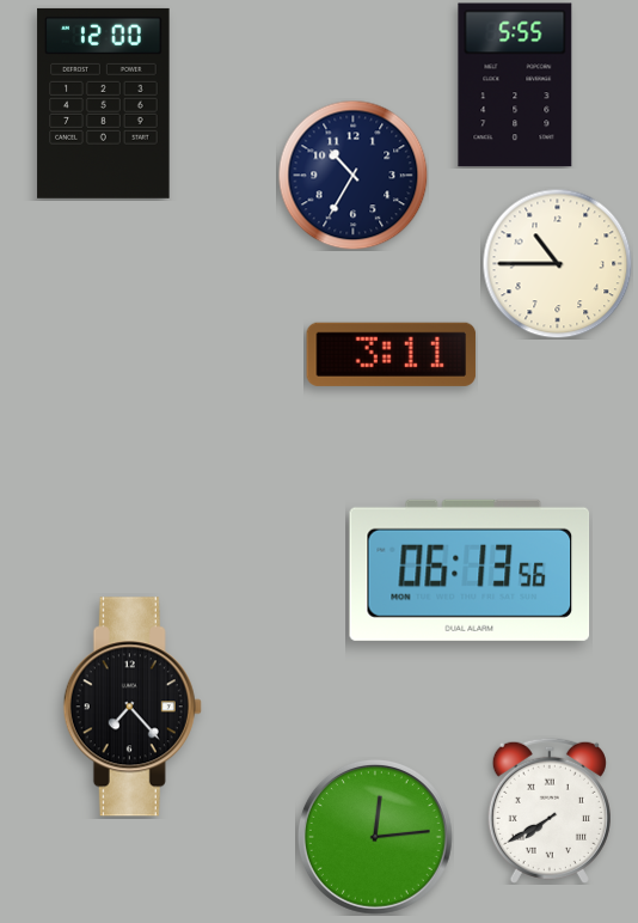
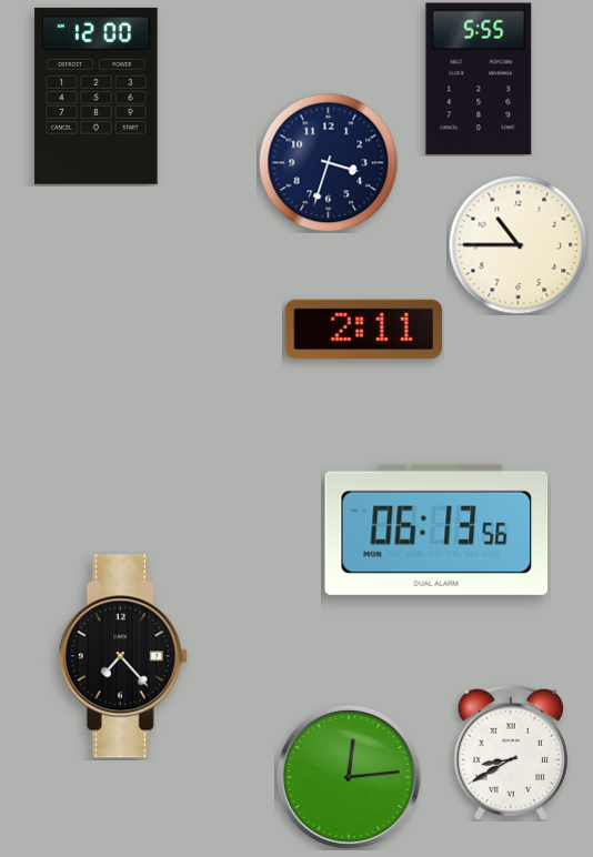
clock at (352, 175): 10:35 -> 3:33
clock at (392, 354): 3:11 -> 2:11
clock at (550, 811): 7:40 -> 8:40
